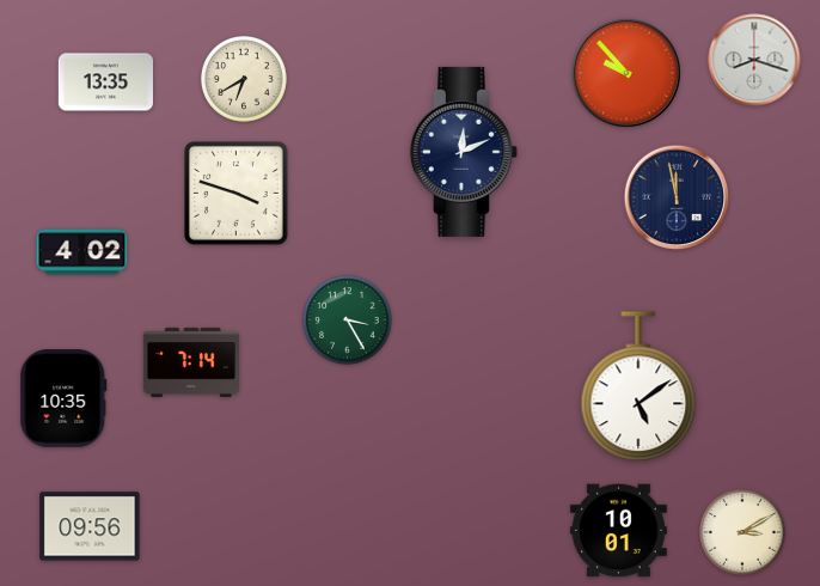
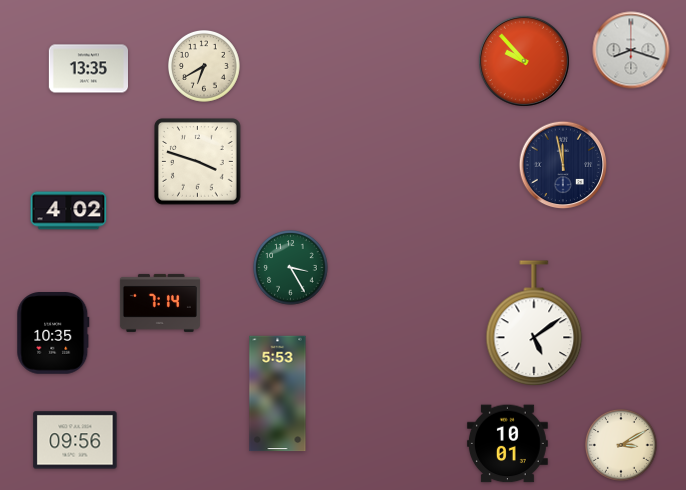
clock at (464, 152): 12:11 -> none
clock at (677, 197) position: (677, 197) -> (563, 165)
clock at (278, 394): none -> 5:53
clock at (618, 531) position: (618, 531) -> (507, 444)
